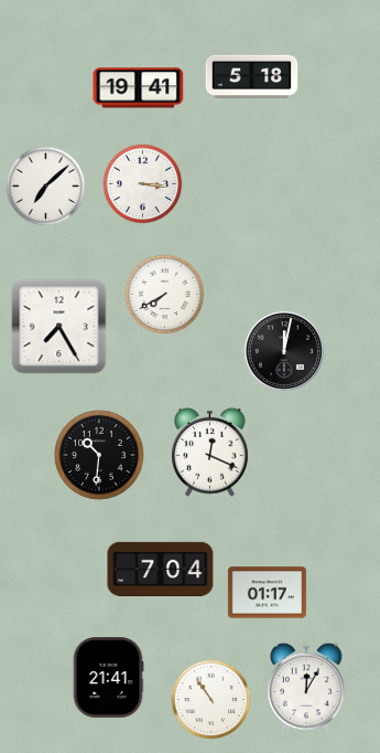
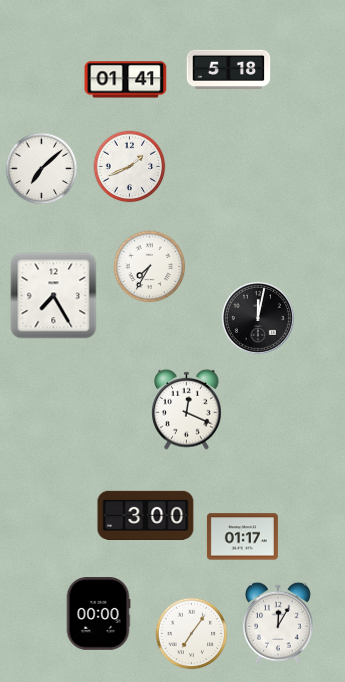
clock at (139, 88): 19:41 -> 01:41
clock at (143, 184): 3:16 -> 1:41
clock at (165, 295): 7:40 -> 7:35
clock at (210, 452) position: (210, 452) -> (187, 409)
clock at (99, 455): 10:31 -> none
clock at (161, 569): 7:04 -> 3:00
clock at (108, 678): 21:41 -> 00:00
clock at (211, 700): 10:54 -> 7:06
